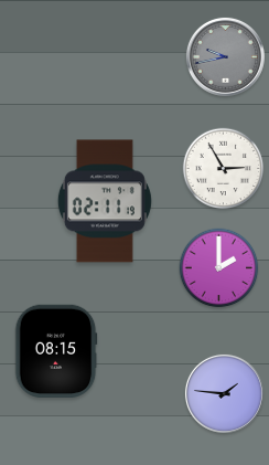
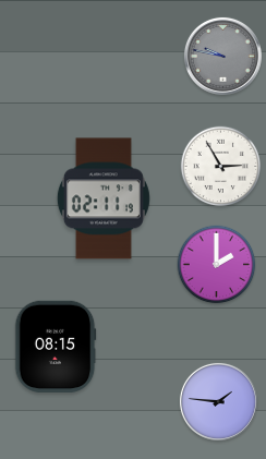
clock at (225, 56): 9:43 -> 9:47
clock at (224, 393) position: (224, 393) -> (218, 401)
